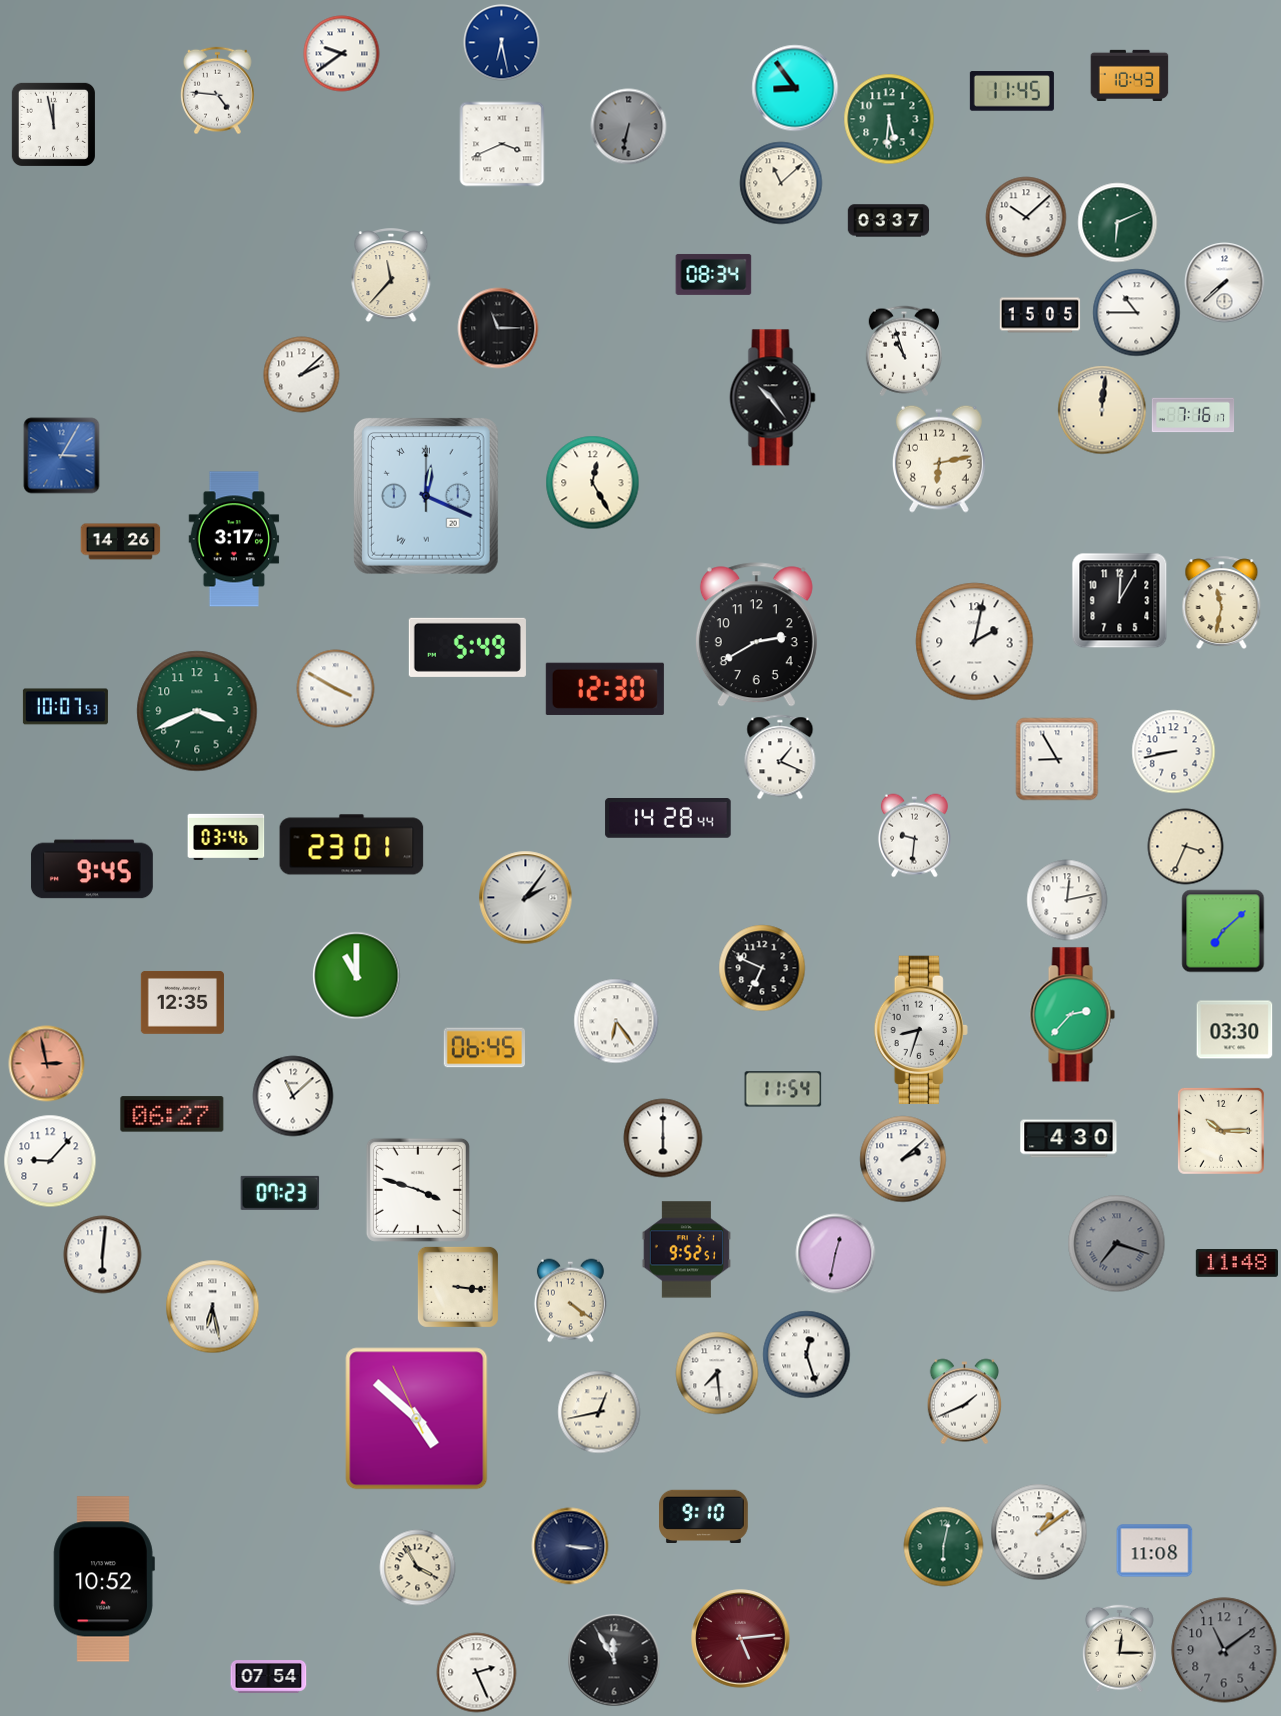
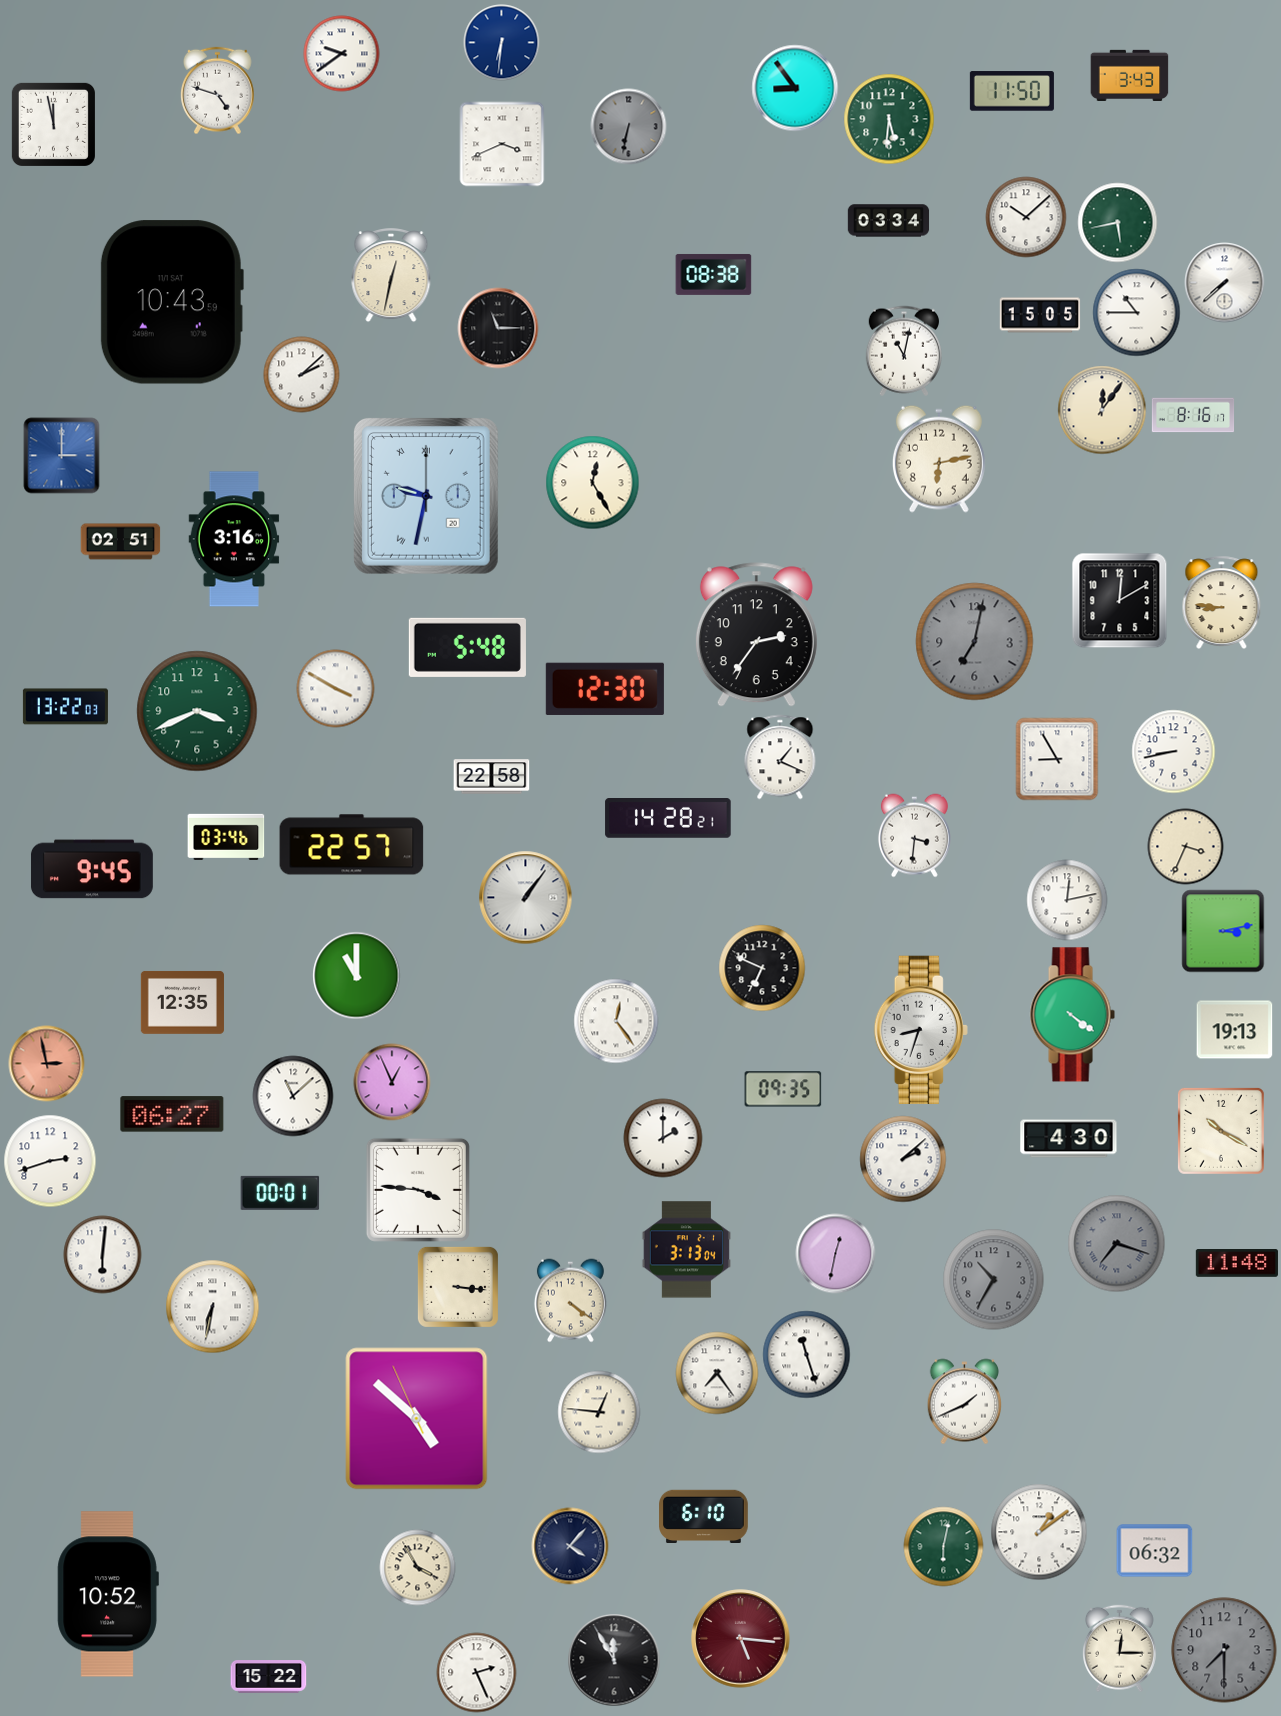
clock at (502, 43): 6:28 -> 6:31
clock at (1130, 75): 10:43 -> 3:43
clock at (218, 91): 4:46 -> 4:48
clock at (1012, 91): 11:45 -> 11:50
clock at (781, 183): 11:08 -> none
clock at (889, 221): 03:37 -> 03:34
clock at (1118, 223): 6:11 -> 5:43
clock at (714, 274): 08:34 -> 08:38
clock at (391, 276): 11:37 -> 12:32
clock at (172, 302): none -> 10:43
clock at (903, 351): 10:57 -> 11:02
clock at (773, 398): 10:24 -> none
clock at (1102, 410): 12:01 -> 12:06
clock at (1193, 415): 7:16 -> 8:16
clock at (62, 456): 3:05 -> 3:00
clock at (426, 496): 12:19 -> 9:32
clock at (234, 539): 3:17 -> 3:16
clock at (121, 542): 14:26 -> 02:51
clock at (1120, 601): 12:05 -> 12:10
clock at (1222, 603): 11:32 -> 8:46
clock at (756, 635): 2:40 -> 2:36
clock at (975, 642): 2:02 -> 7:02
clock at (975, 642) dial: white -> grey
clock at (467, 647): 5:49 -> 5:48
clock at (65, 707): 10:07 -> 13:22
clock at (492, 777): none -> 22:58
clock at (668, 819): 14:28:44 -> 14:28:21
clock at (914, 836): 9:31 -> 3:31
clock at (352, 845): 23:01 -> 22:57
clock at (526, 898): 2:06 -> 1:06
clock at (1223, 931): 7:08 -> 3:13
clock at (1072, 1015): 2:37 -> 4:21
clock at (616, 1021): 6:24 -> 12:24
clock at (1235, 1030): 03:30 -> 19:13
clock at (484, 1048): 06:45 -> none
clock at (392, 1082): none -> 12:56
clock at (783, 1089): 11:54 -> 09:35
clock at (1221, 1131): 10:15 -> 10:20
clock at (663, 1138): 6:00 -> 2:00
clock at (50, 1161): 9:07 -> 2:42
clock at (418, 1190): 3:48 -> 3:46
clock at (280, 1193): 07:23 -> 00:01
clock at (686, 1250): 9:52 -> 3:13
clock at (994, 1280): none -> 10:35
clock at (213, 1307): 6:28 -> 6:32
clock at (807, 1355): 12:27 -> 11:27
clock at (717, 1373): 7:29 -> 7:24
clock at (599, 1412): 12:43 -> 12:46
clock at (704, 1516): 9:10 -> 6:10
clock at (570, 1546): 3:16 -> 4:07
clock at (1155, 1551): 11:08 -> 06:32
clock at (104, 1579) position: (104, 1579) -> (108, 1594)
clock at (741, 1639): 5:14 -> 5:16
clock at (1224, 1650): 11:09 -> 7:30
clock at (269, 1677): 07:54 -> 15:22
